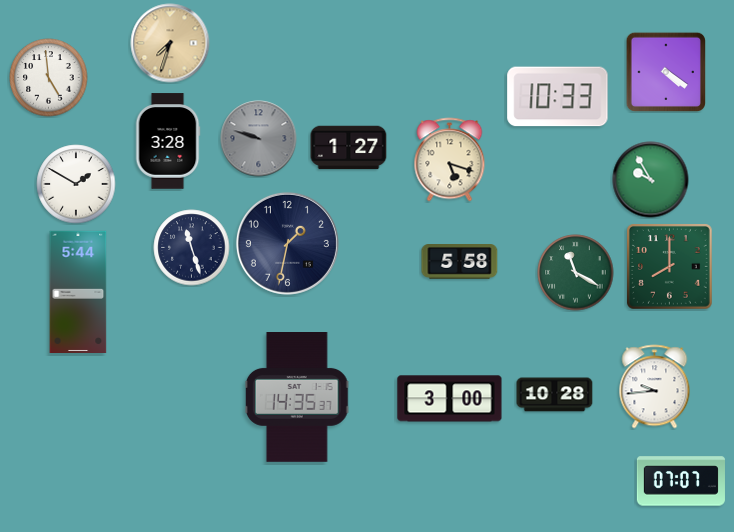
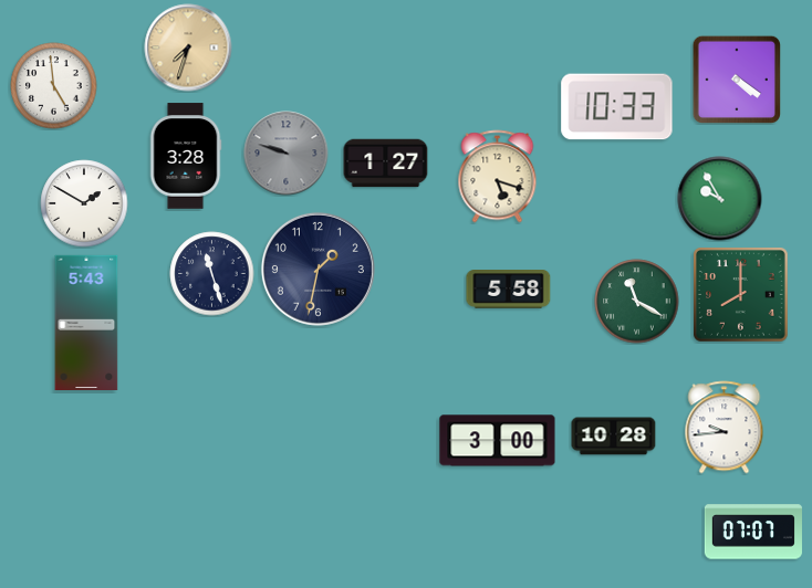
clock at (78, 291): 5:44 -> 5:43
clock at (297, 398): 14:35 -> none
